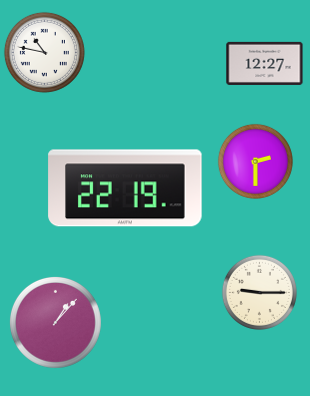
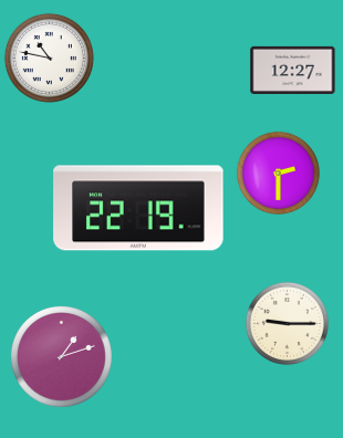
clock at (255, 161) position: (255, 161) -> (278, 173)
clock at (55, 322): 1:07 -> 1:12
